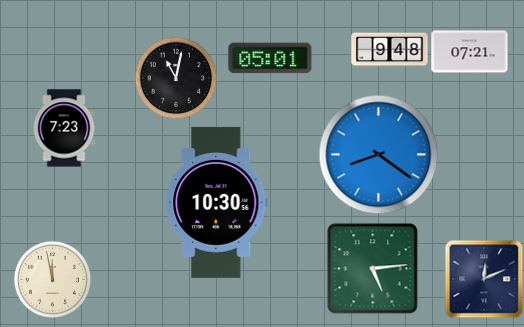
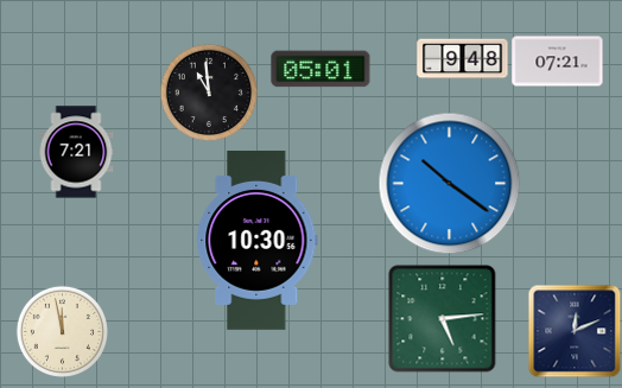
clock at (175, 77): 11:02 -> 10:59
clock at (64, 128): 7:23 -> 7:21
clock at (379, 155): 8:21 -> 10:21
